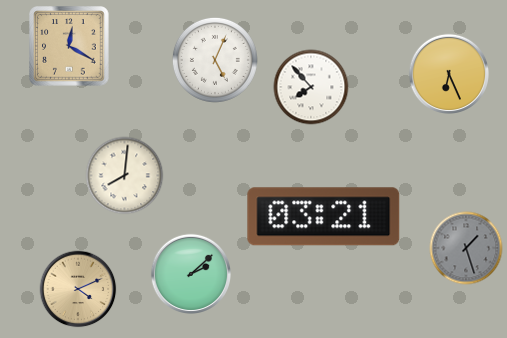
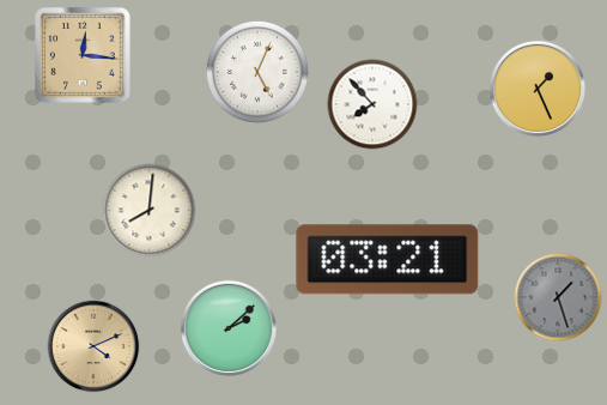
clock at (69, 46): 12:20 -> 12:16
clock at (448, 73): 6:26 -> 1:26
